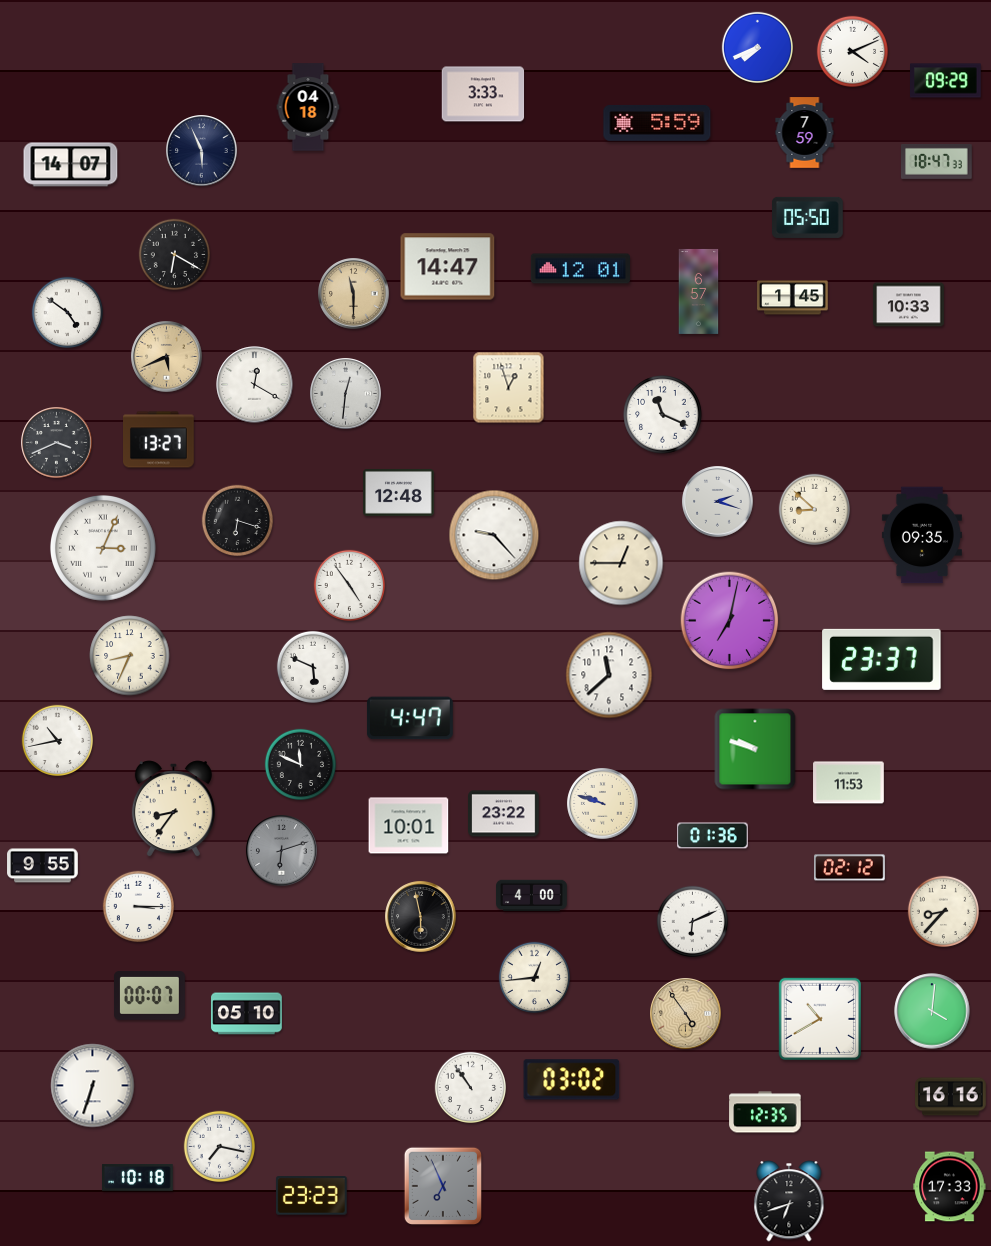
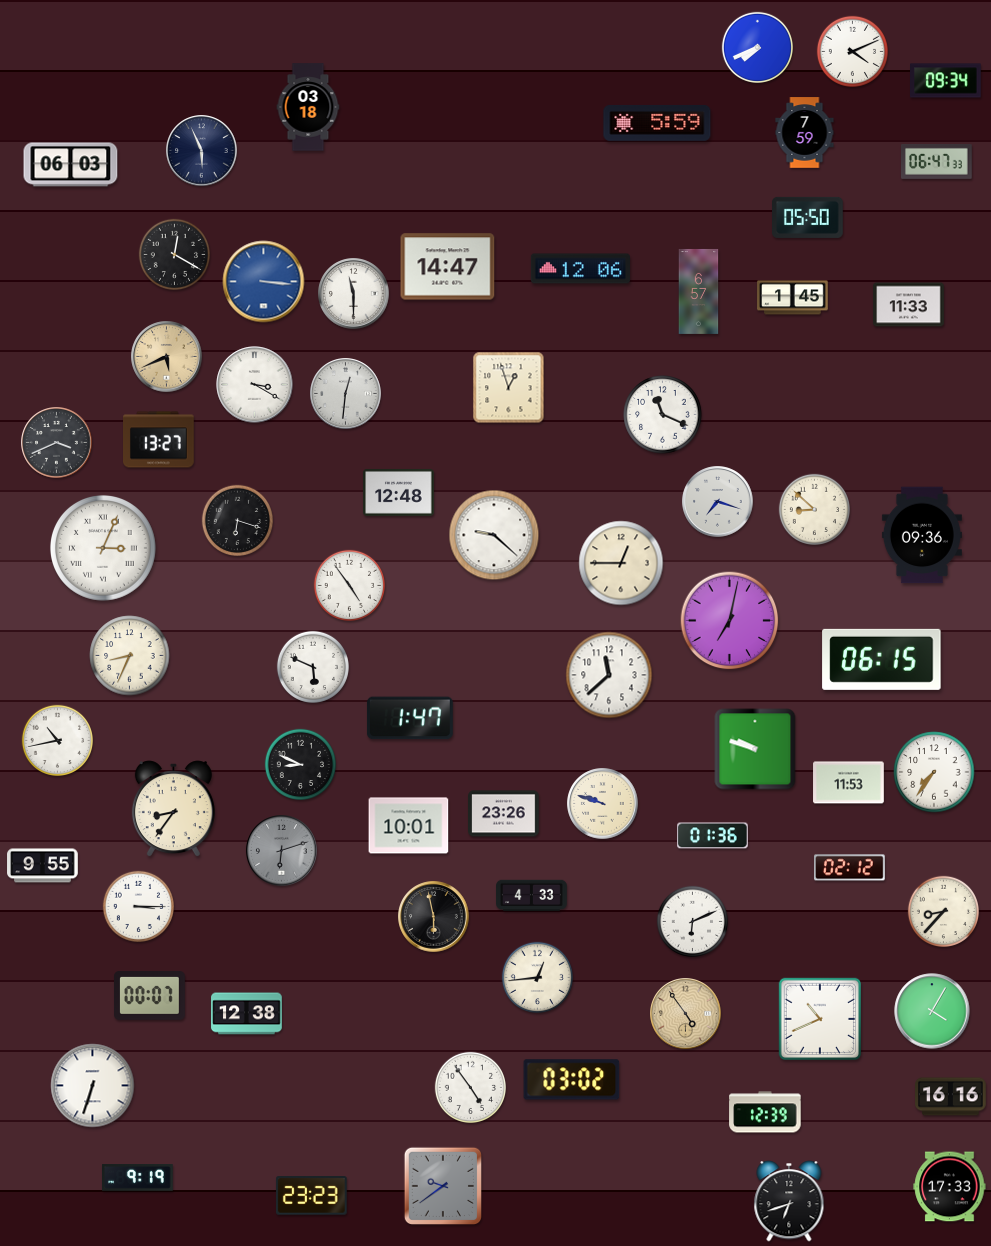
clock at (946, 81): 09:29 -> 09:34
clock at (483, 94): 3:33 -> none
clock at (308, 107): 04:18 -> 03:18
clock at (937, 161): 18:47 -> 06:47
clock at (71, 165): 14:07 -> 06:03
clock at (175, 255): 6:20 -> 12:20
clock at (580, 269): 12:01 -> 12:06
clock at (264, 282): none -> 3:16
clock at (354, 294) dial: champagne -> white
clock at (909, 305): 10:33 -> 11:33
clock at (68, 313): 4:51 -> none
clock at (255, 385): 12:20 -> 3:20
clock at (718, 502): 2:18 -> 7:18
clock at (494, 535): 9:23 -> 9:22
clock at (922, 535): 09:35 -> 09:36
clock at (882, 659): 23:37 -> 06:15
clock at (410, 718): 4:47 -> 1:47
clock at (301, 765): 11:49 -> 8:49
clock at (934, 772): none -> 7:36
clock at (504, 814): 23:22 -> 23:26
clock at (532, 896): 4:00 -> 4:33
clock at (421, 917) position: (421, 917) -> (434, 917)
clock at (535, 978) position: (535, 978) -> (538, 978)
clock at (932, 1011): 4:01 -> 4:05
clock at (247, 1014): 05:10 -> 12:38
clock at (819, 1018): 10:40 -> 10:41
clock at (471, 1088): 10:54 -> 4:54
clock at (765, 1112): 12:35 -> 12:39
clock at (220, 1147): 7:17 -> none
clock at (138, 1178): 10:18 -> 9:19
clock at (442, 1185): 6:56 -> 9:39
